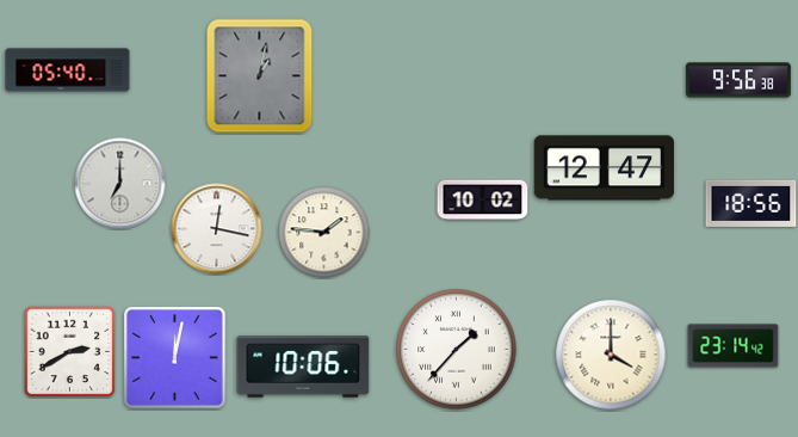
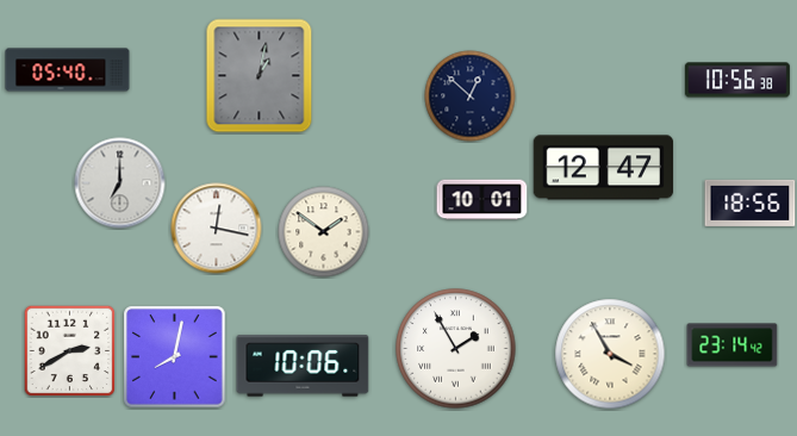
clock at (738, 80): 9:56 -> 10:56
clock at (471, 96): none -> 12:52
clock at (483, 201): 10:02 -> 10:01
clock at (324, 233): 1:46 -> 1:51
clock at (457, 350): 1:37 -> 1:55
clock at (611, 355): 4:00 -> 3:55
clock at (175, 358): 12:02 -> 8:02
